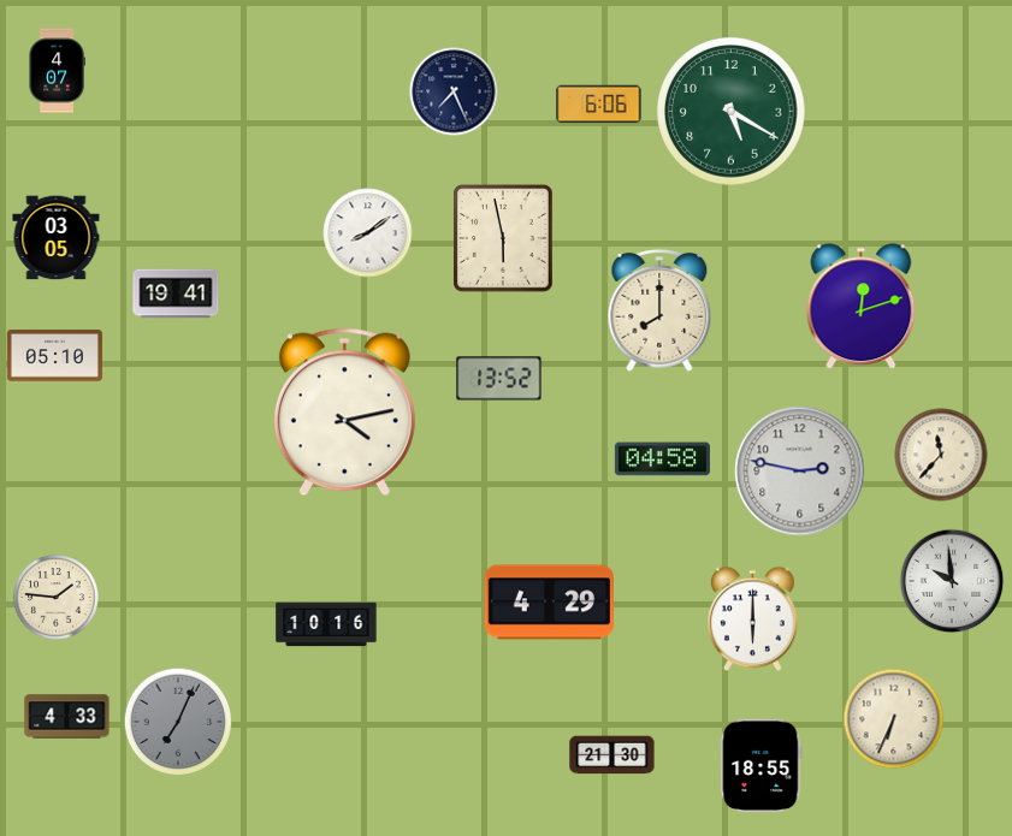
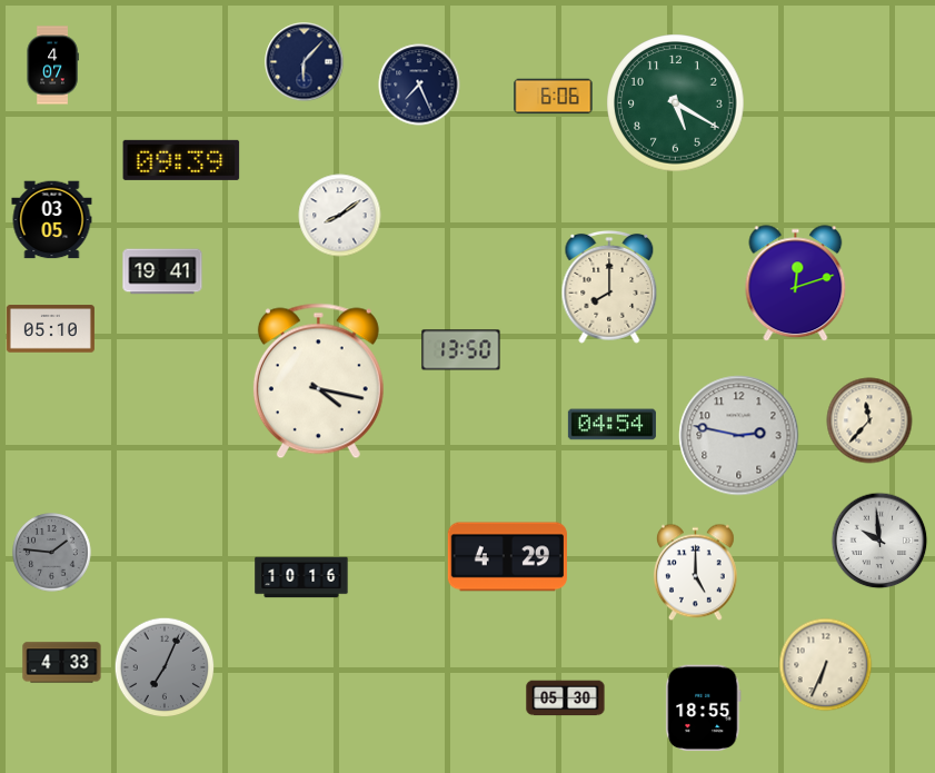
clock at (305, 62): none -> 6:07
clock at (181, 160): none -> 09:39
clock at (504, 239): 5:58 -> none
clock at (499, 379): 13:52 -> 13:50
clock at (344, 413): 4:13 -> 4:17
clock at (662, 459): 04:58 -> 04:54
clock at (952, 581) position: (952, 581) -> (879, 541)
clock at (57, 598) dial: cream -> grey
clock at (752, 619): 6:00 -> 5:00
clock at (612, 755): 21:30 -> 05:30
